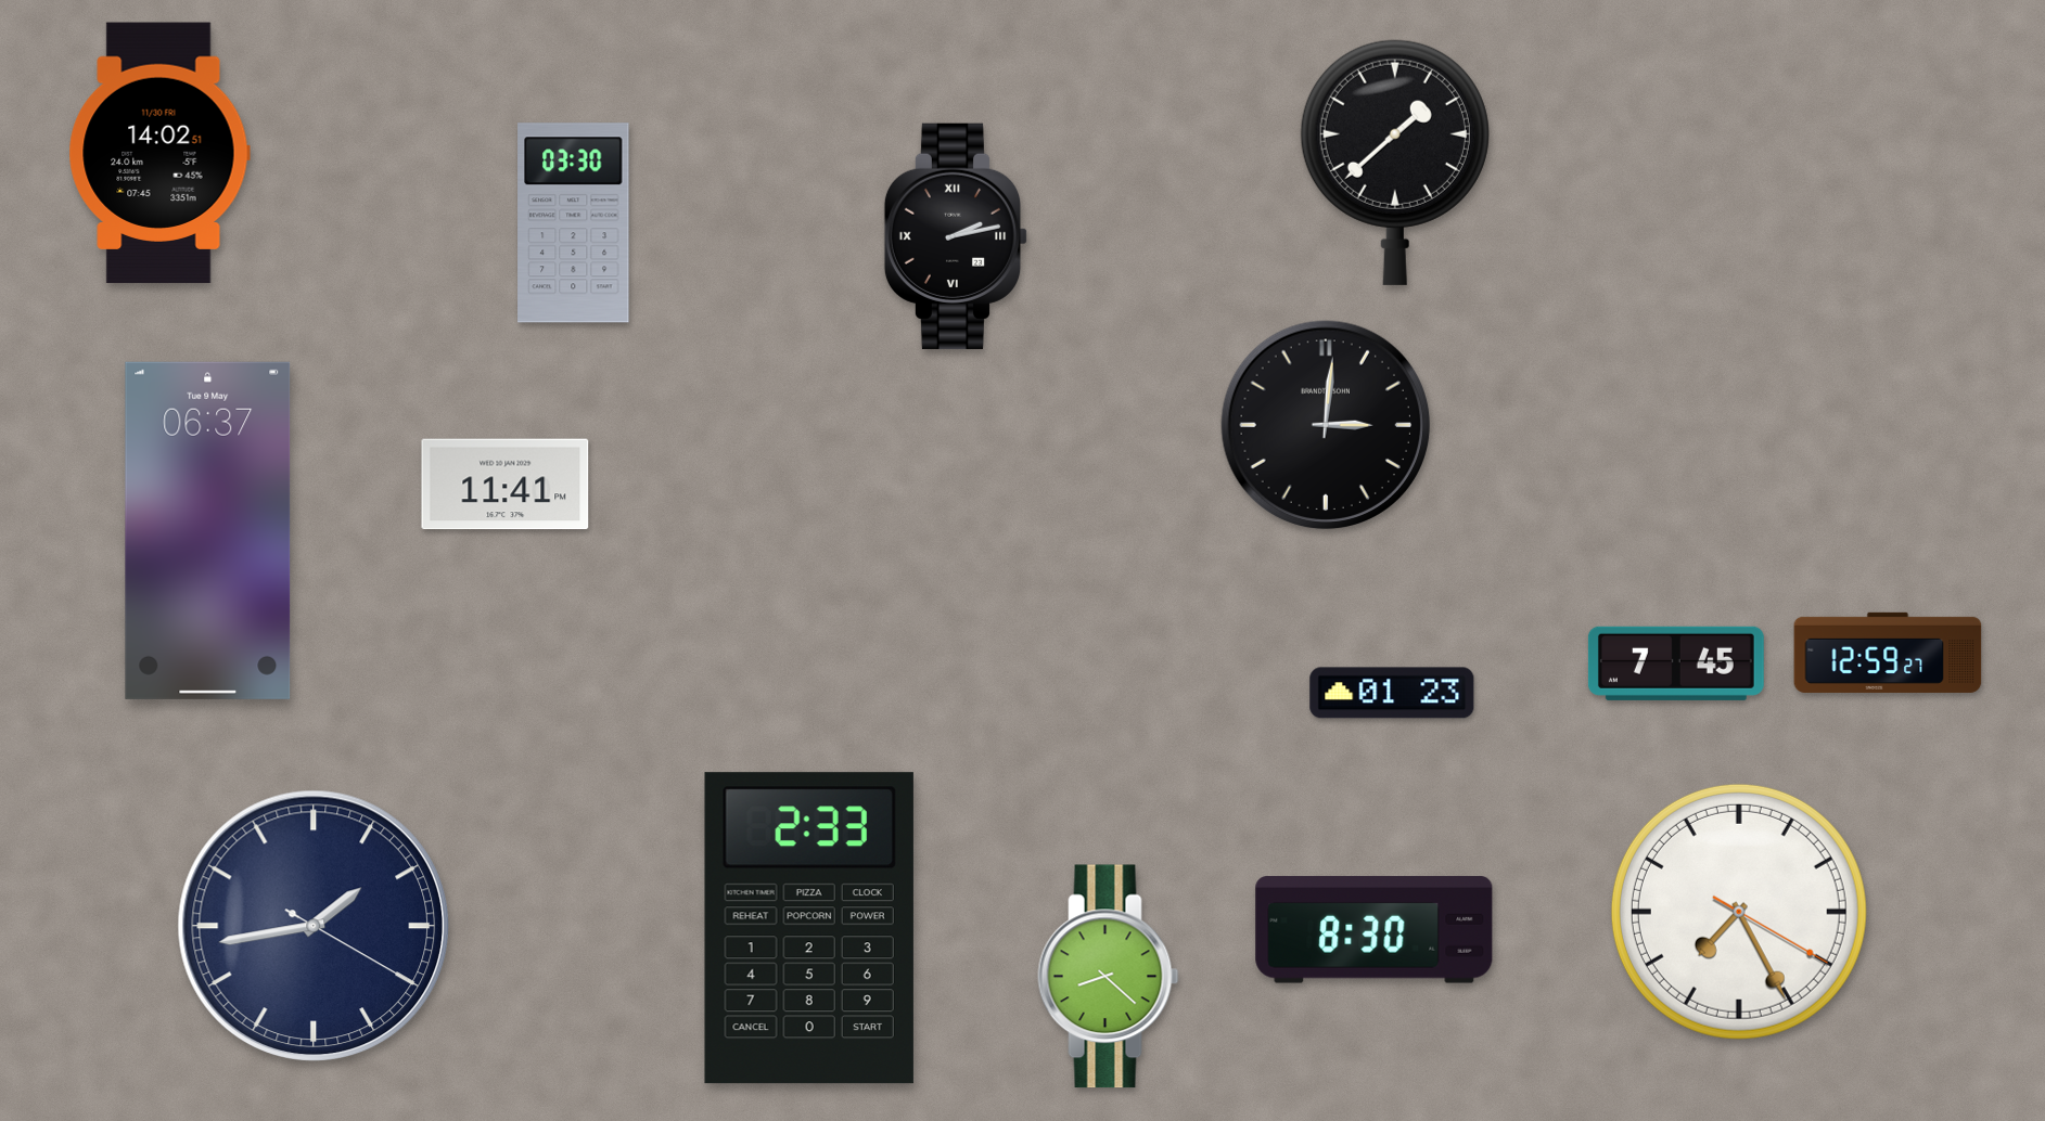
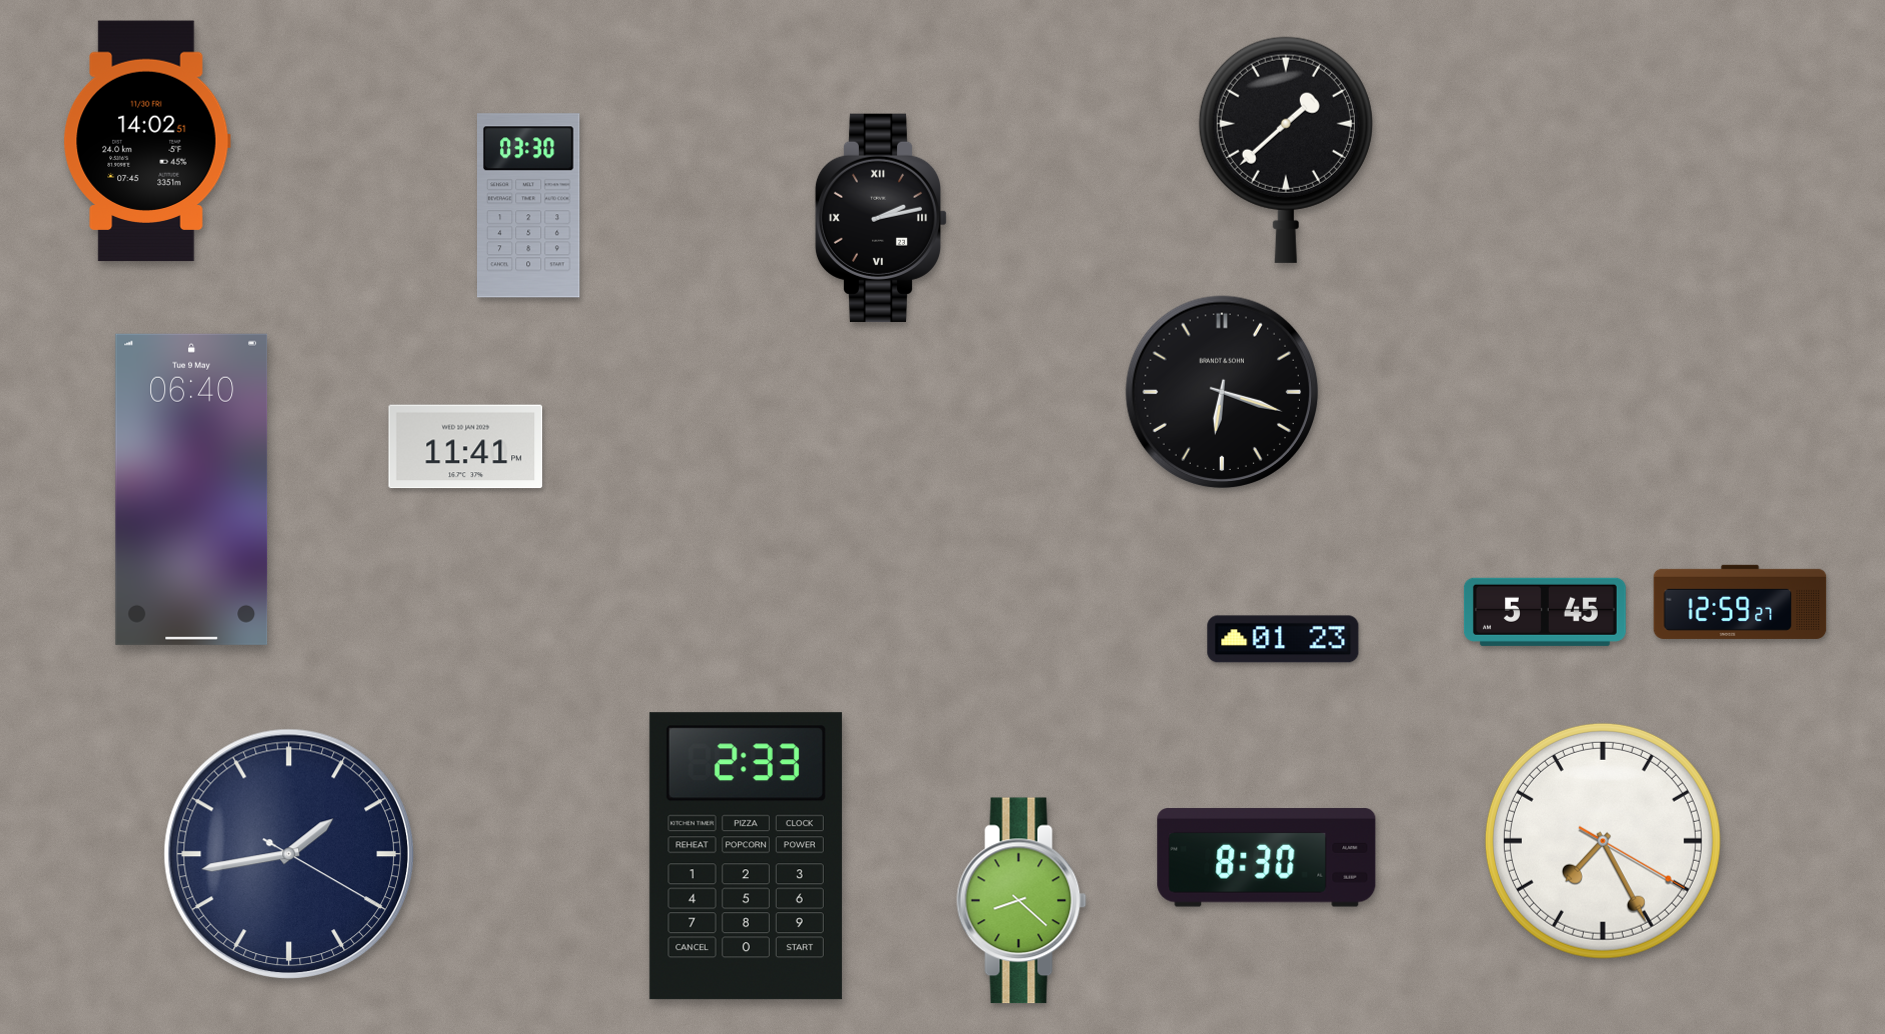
clock at (1326, 425): 3:01 -> 6:18
clock at (208, 530): 06:37 -> 06:40
clock at (1676, 663): 7:45 -> 5:45
